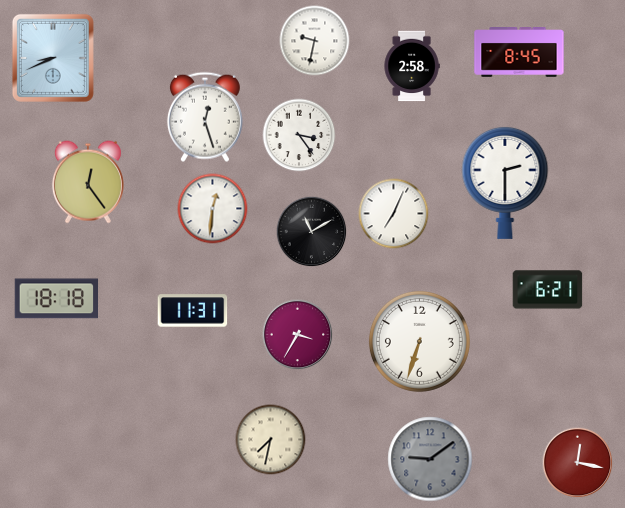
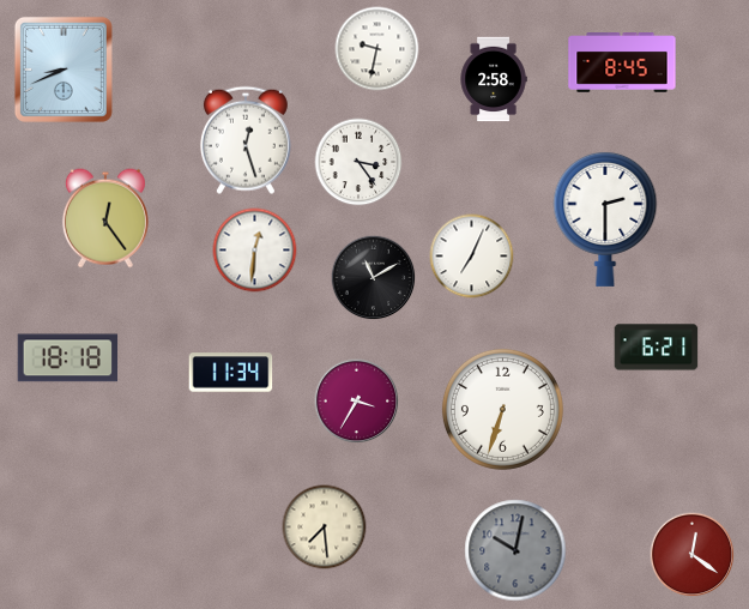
clock at (193, 311): 11:31 -> 11:34
clock at (271, 440): 7:32 -> 7:29
clock at (430, 459): 9:09 -> 10:02
clock at (578, 463): 12:17 -> 12:21
